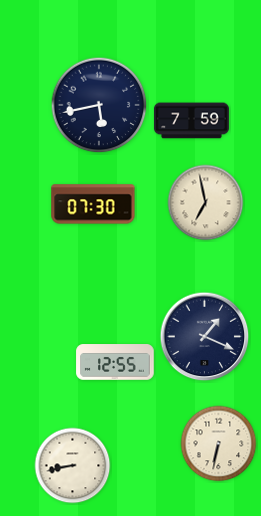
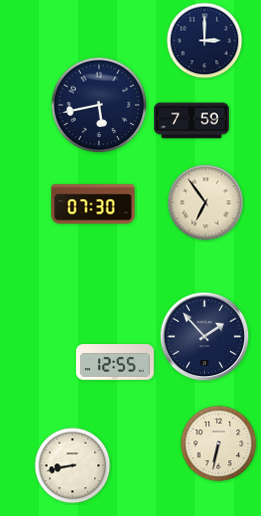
clock at (205, 41): none -> 3:00
clock at (206, 203): 6:58 -> 6:54
clock at (205, 337): 1:19 -> 1:53
